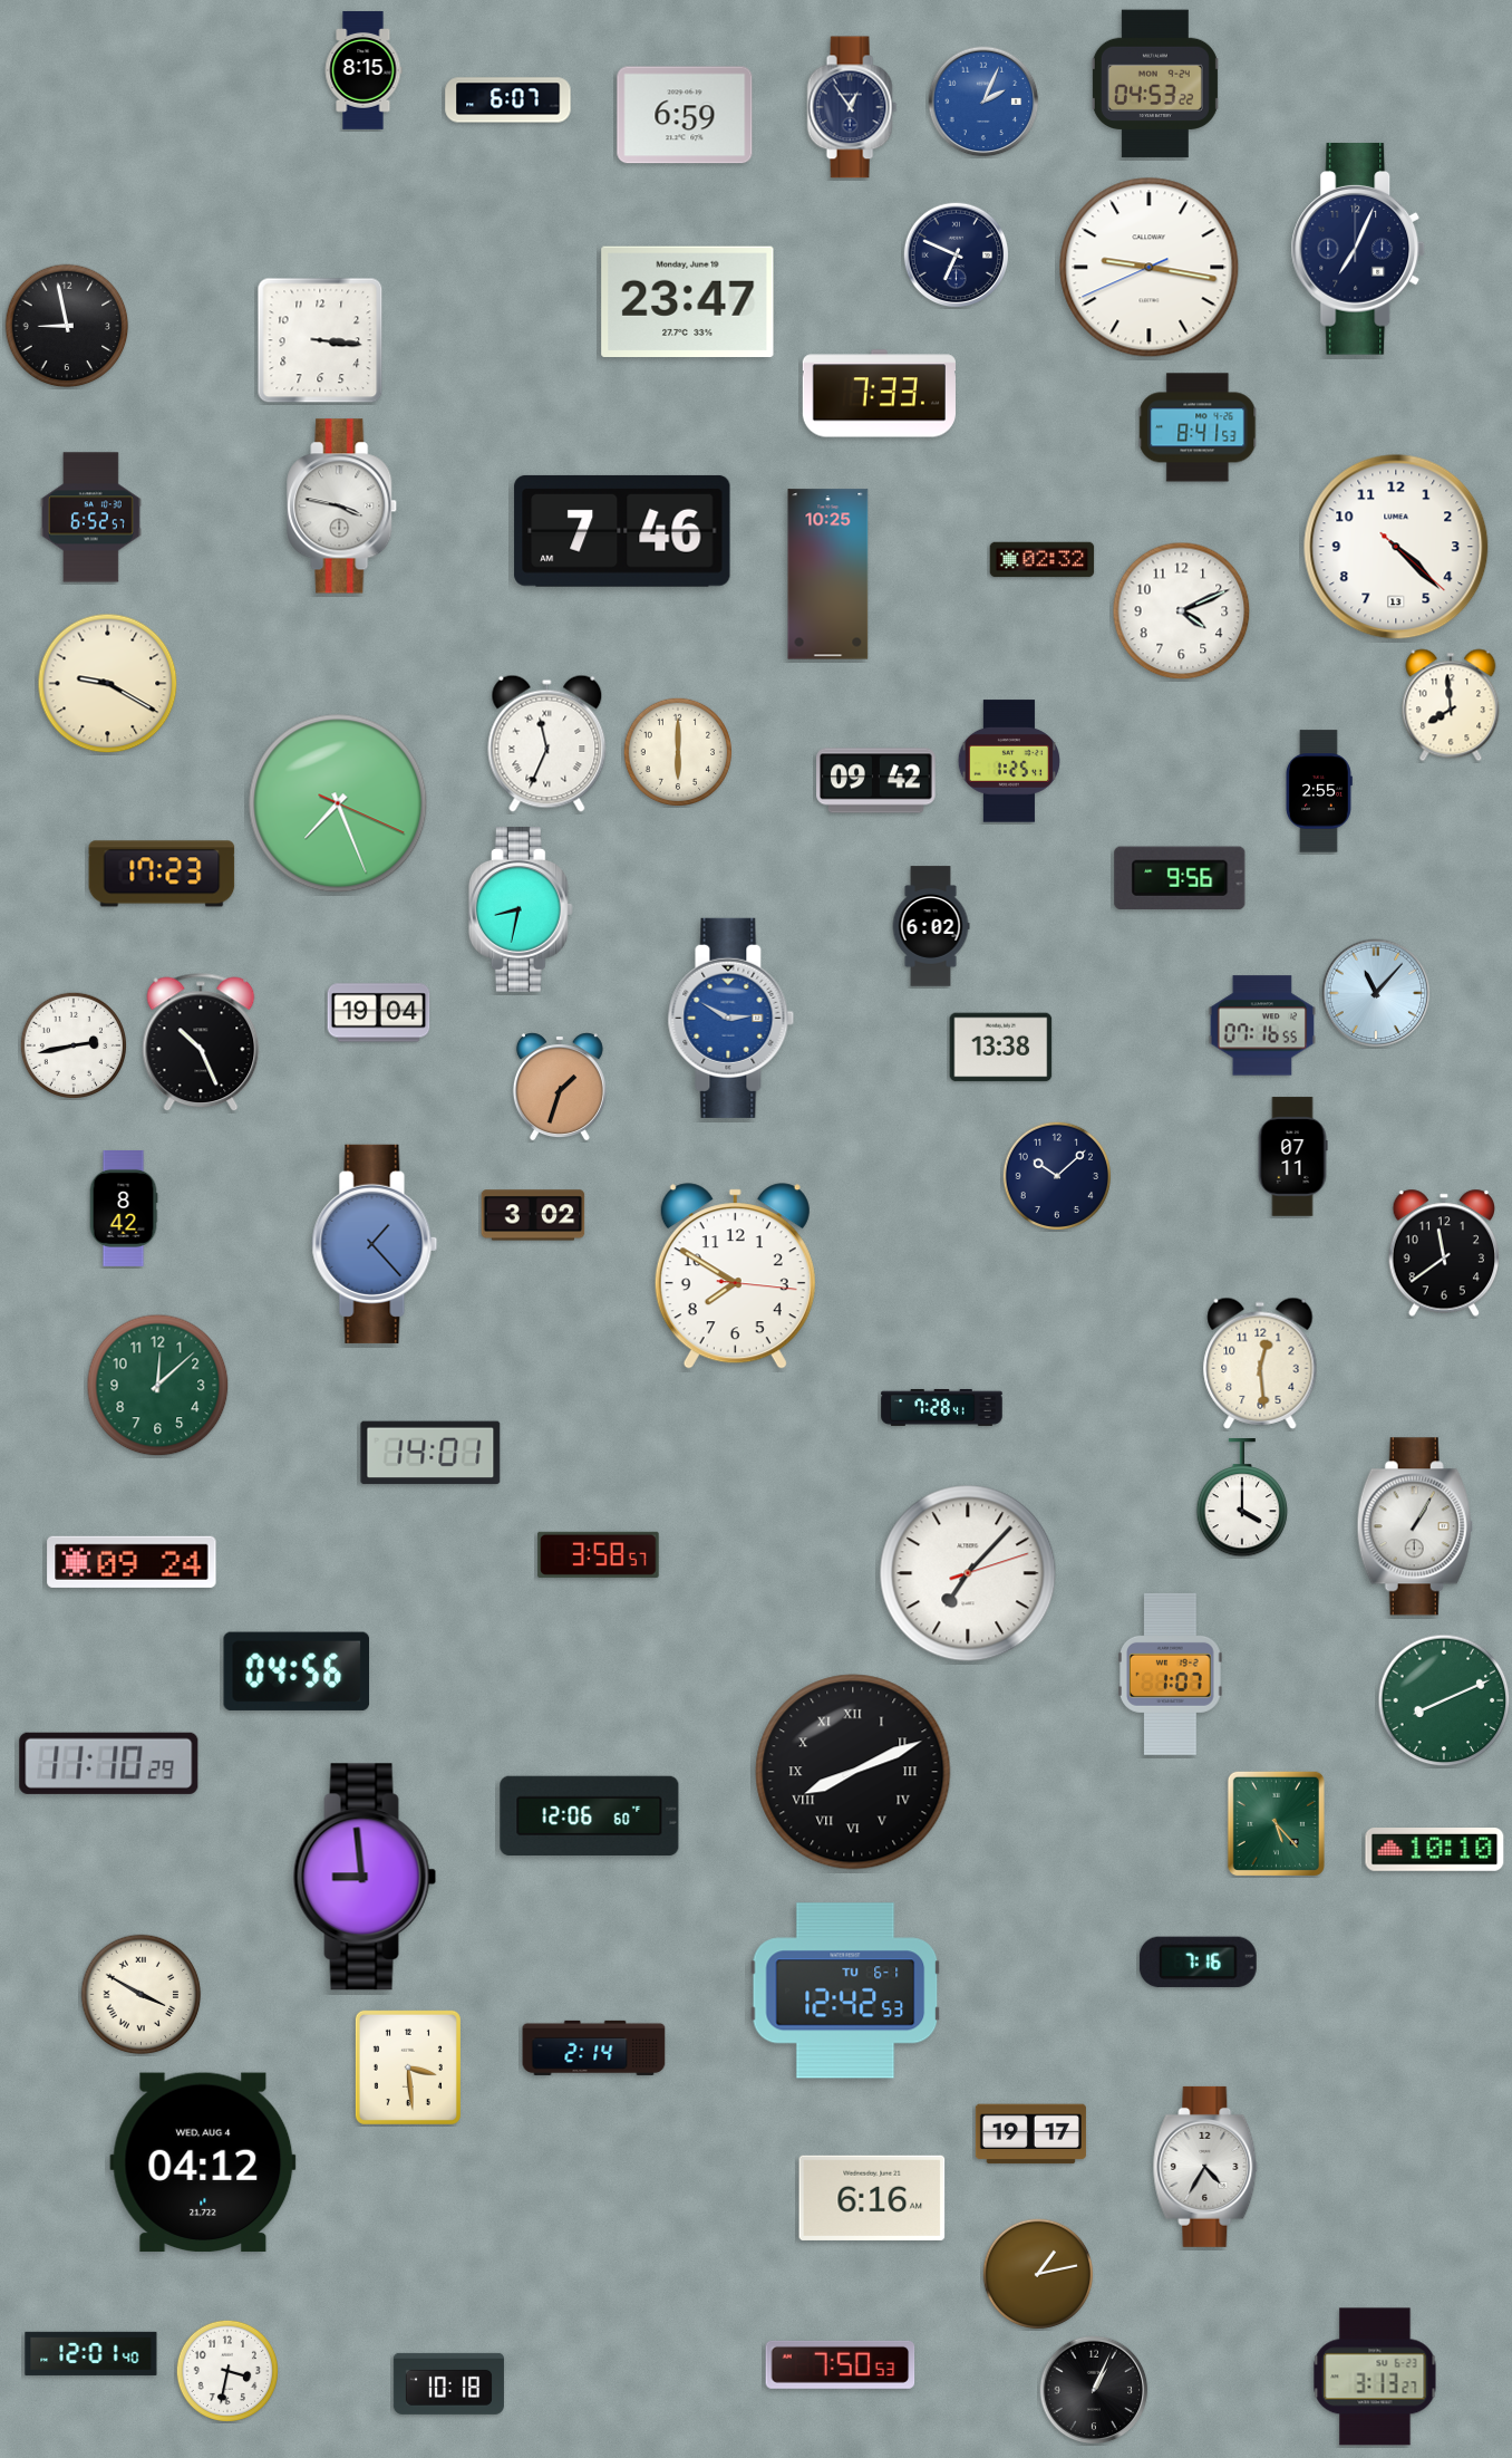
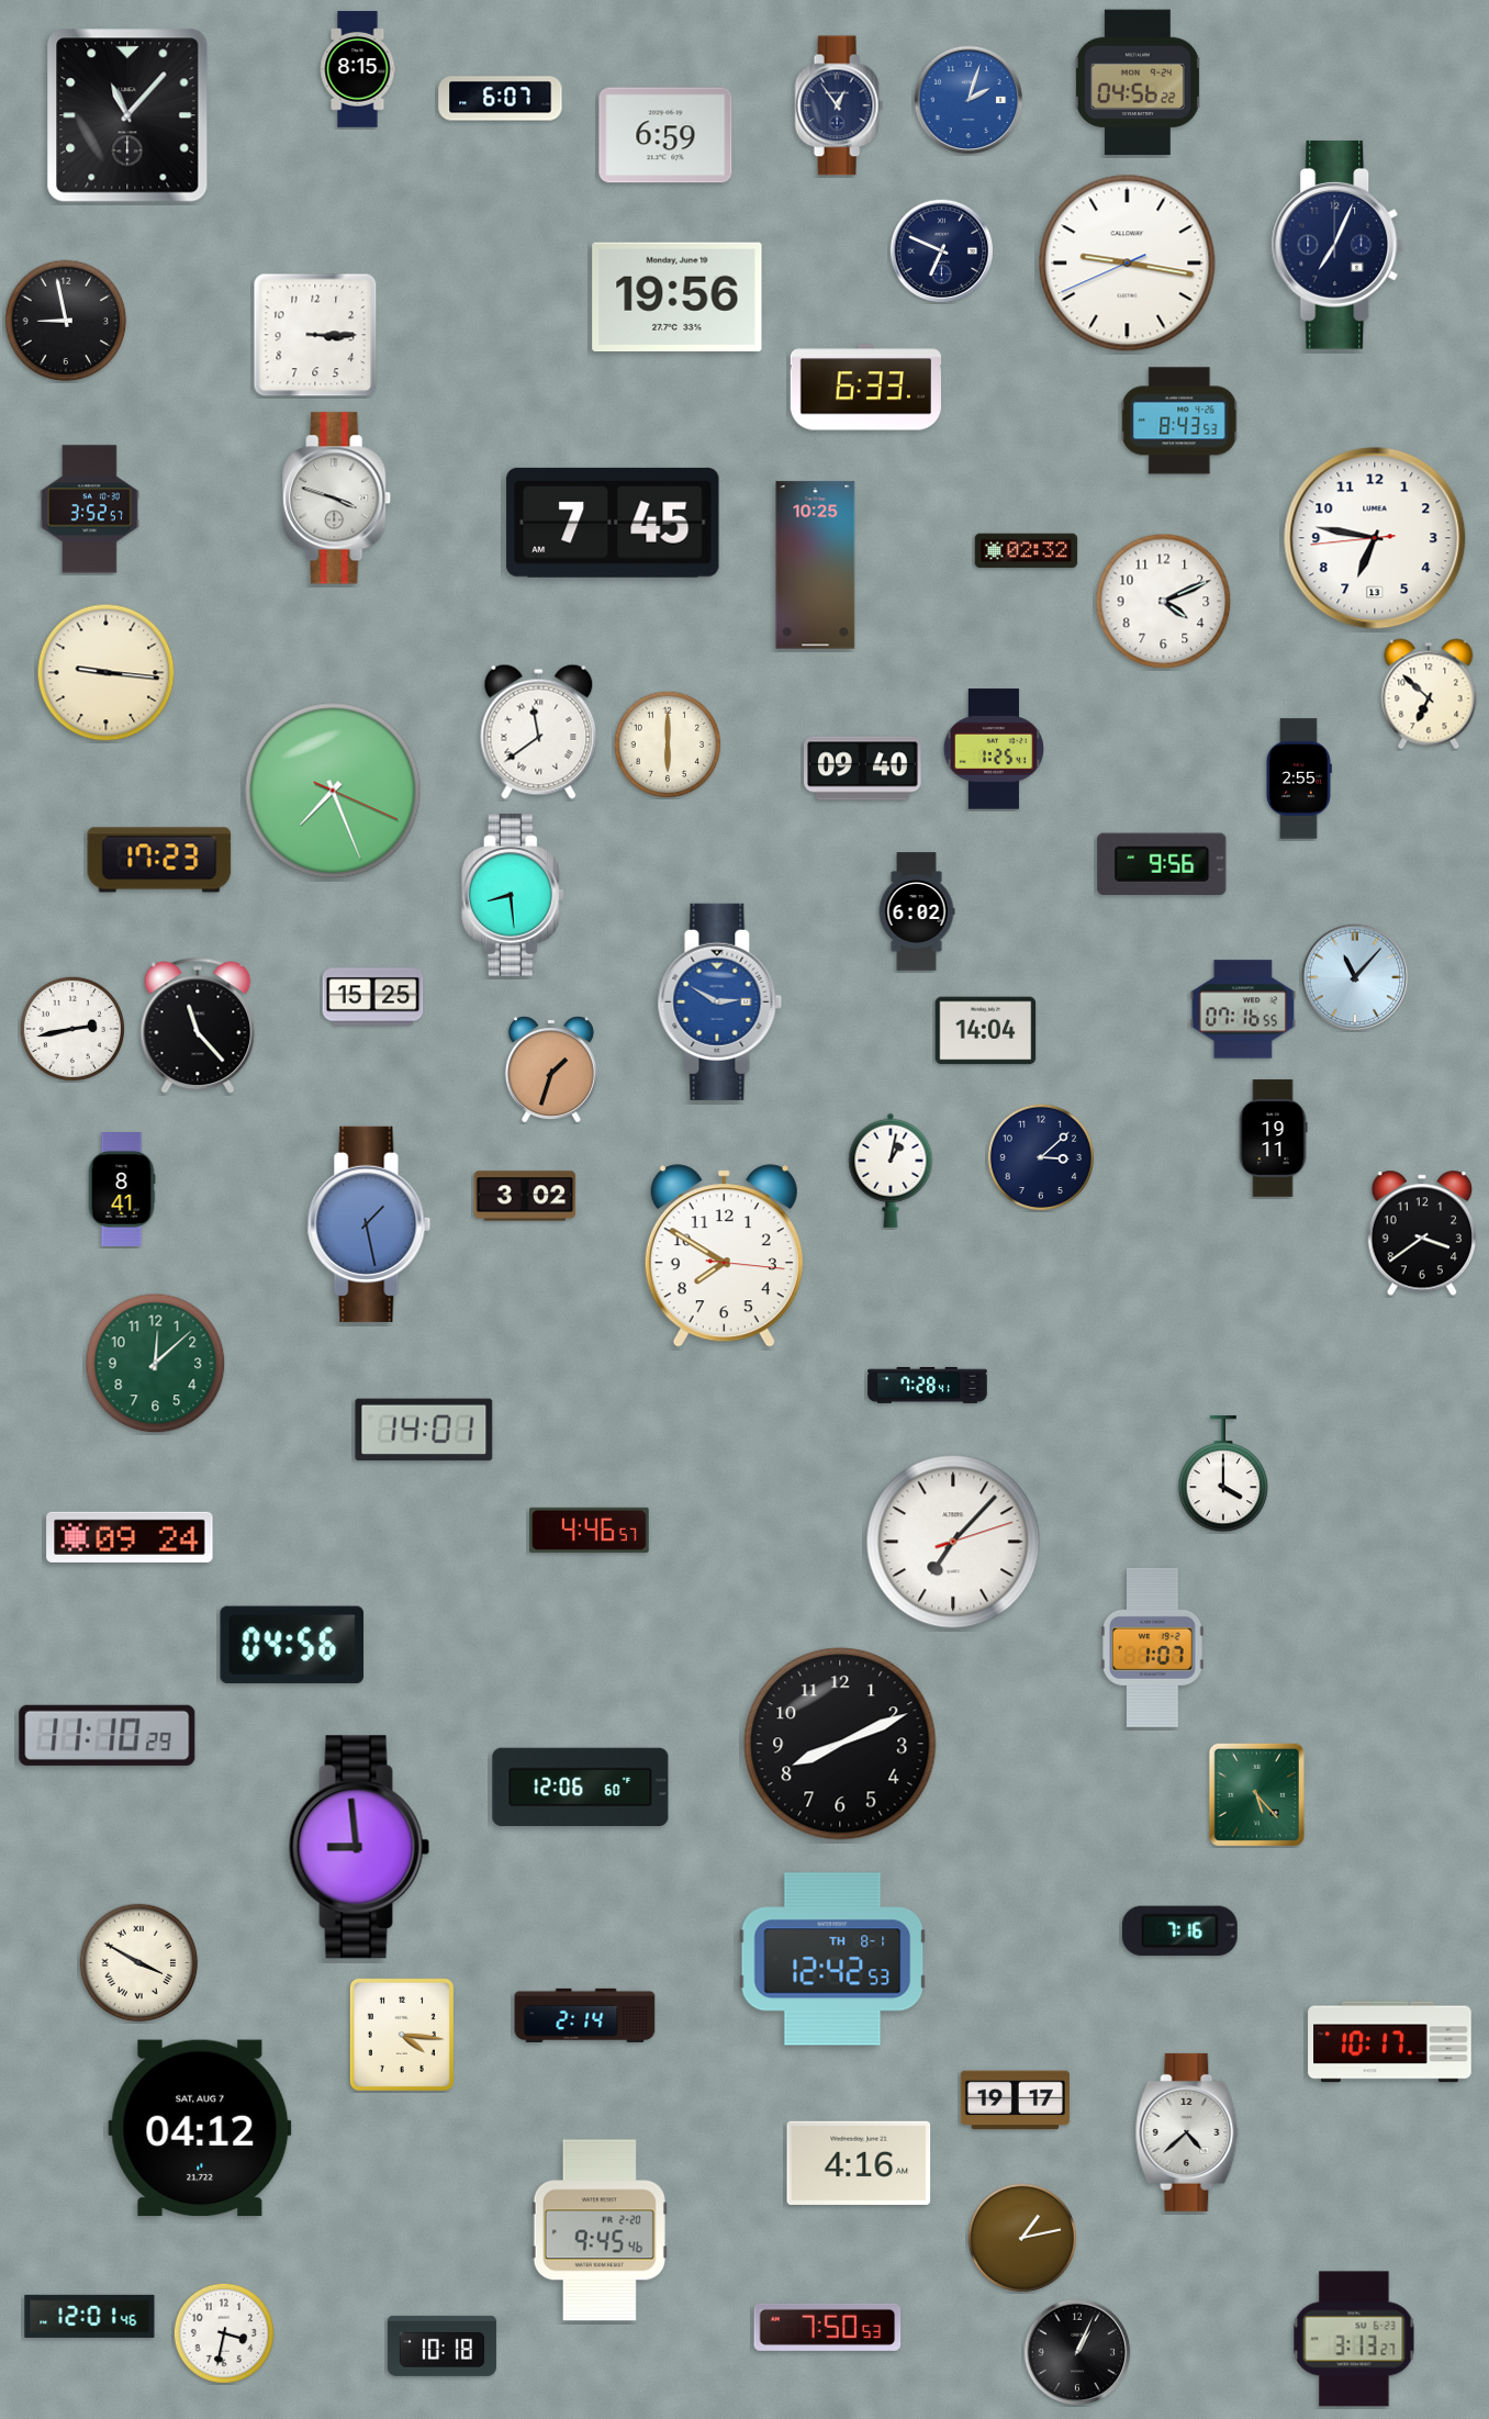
clock at (1155, 84): 04:53 -> 04:56
clock at (983, 102): 2:04 -> 2:03
clock at (685, 115) position: (685, 115) -> (665, 135)
clock at (127, 115): none -> 11:07
clock at (1150, 268) position: (1150, 268) -> (1128, 264)
clock at (688, 302): 23:47 -> 19:56
clock at (320, 340): 3:16 -> 3:15
clock at (879, 394): 7:33 -> 6:33
clock at (1198, 427): 8:41 -> 8:43
clock at (342, 507): 3:47 -> 3:48
clock at (91, 518): 6:52 -> 3:52
clock at (622, 531): 7:46 -> 7:45
clock at (1396, 547): 4:22 -> 6:46
clock at (108, 684): 9:20 -> 9:16
clock at (1451, 705): 7:59 -> 6:52
clock at (547, 743): 11:34 -> 11:39
clock at (677, 751) position: (677, 751) -> (667, 743)
clock at (876, 781): 09:42 -> 09:40
clock at (521, 910): 8:32 -> 8:29
clock at (379, 1013): 19:04 -> 15:25
clock at (201, 1042): 10:26 -> 11:23
clock at (1001, 1048): 13:38 -> 14:04
clock at (1292, 1157): 07:11 -> 19:11
clock at (1056, 1175): 10:08 -> 3:08
clock at (891, 1171): none -> 1:02
clock at (124, 1209): 8:42 -> 8:41
clock at (375, 1244): 1:23 -> 1:28
clock at (1444, 1253): 11:39 -> 3:39
clock at (1260, 1363): 12:29 -> none
clock at (1415, 1526): 1:05 -> none
clock at (599, 1554): 3:58 -> 4:46
clock at (968, 1573) position: (968, 1573) -> (953, 1542)
clock at (1444, 1700): 8:11 -> none
clock at (853, 1772) numerals: Roman -> Arabic
clock at (1435, 1850): 10:10 -> none
clock at (845, 1991) date: TU 6-1 -> TH 8-1
clock at (408, 2067): 3:29 -> 4:16
clock at (1390, 2042): none -> 10:17
clock at (203, 2162) date: WED, AUG 4 -> SAT, AUG 7
clock at (1205, 2167): 4:35 -> 4:38
clock at (872, 2198): 6:16 -> 4:16
clock at (600, 2230): none -> 9:45
clock at (91, 2353): 12:01:40 -> 12:01:46
